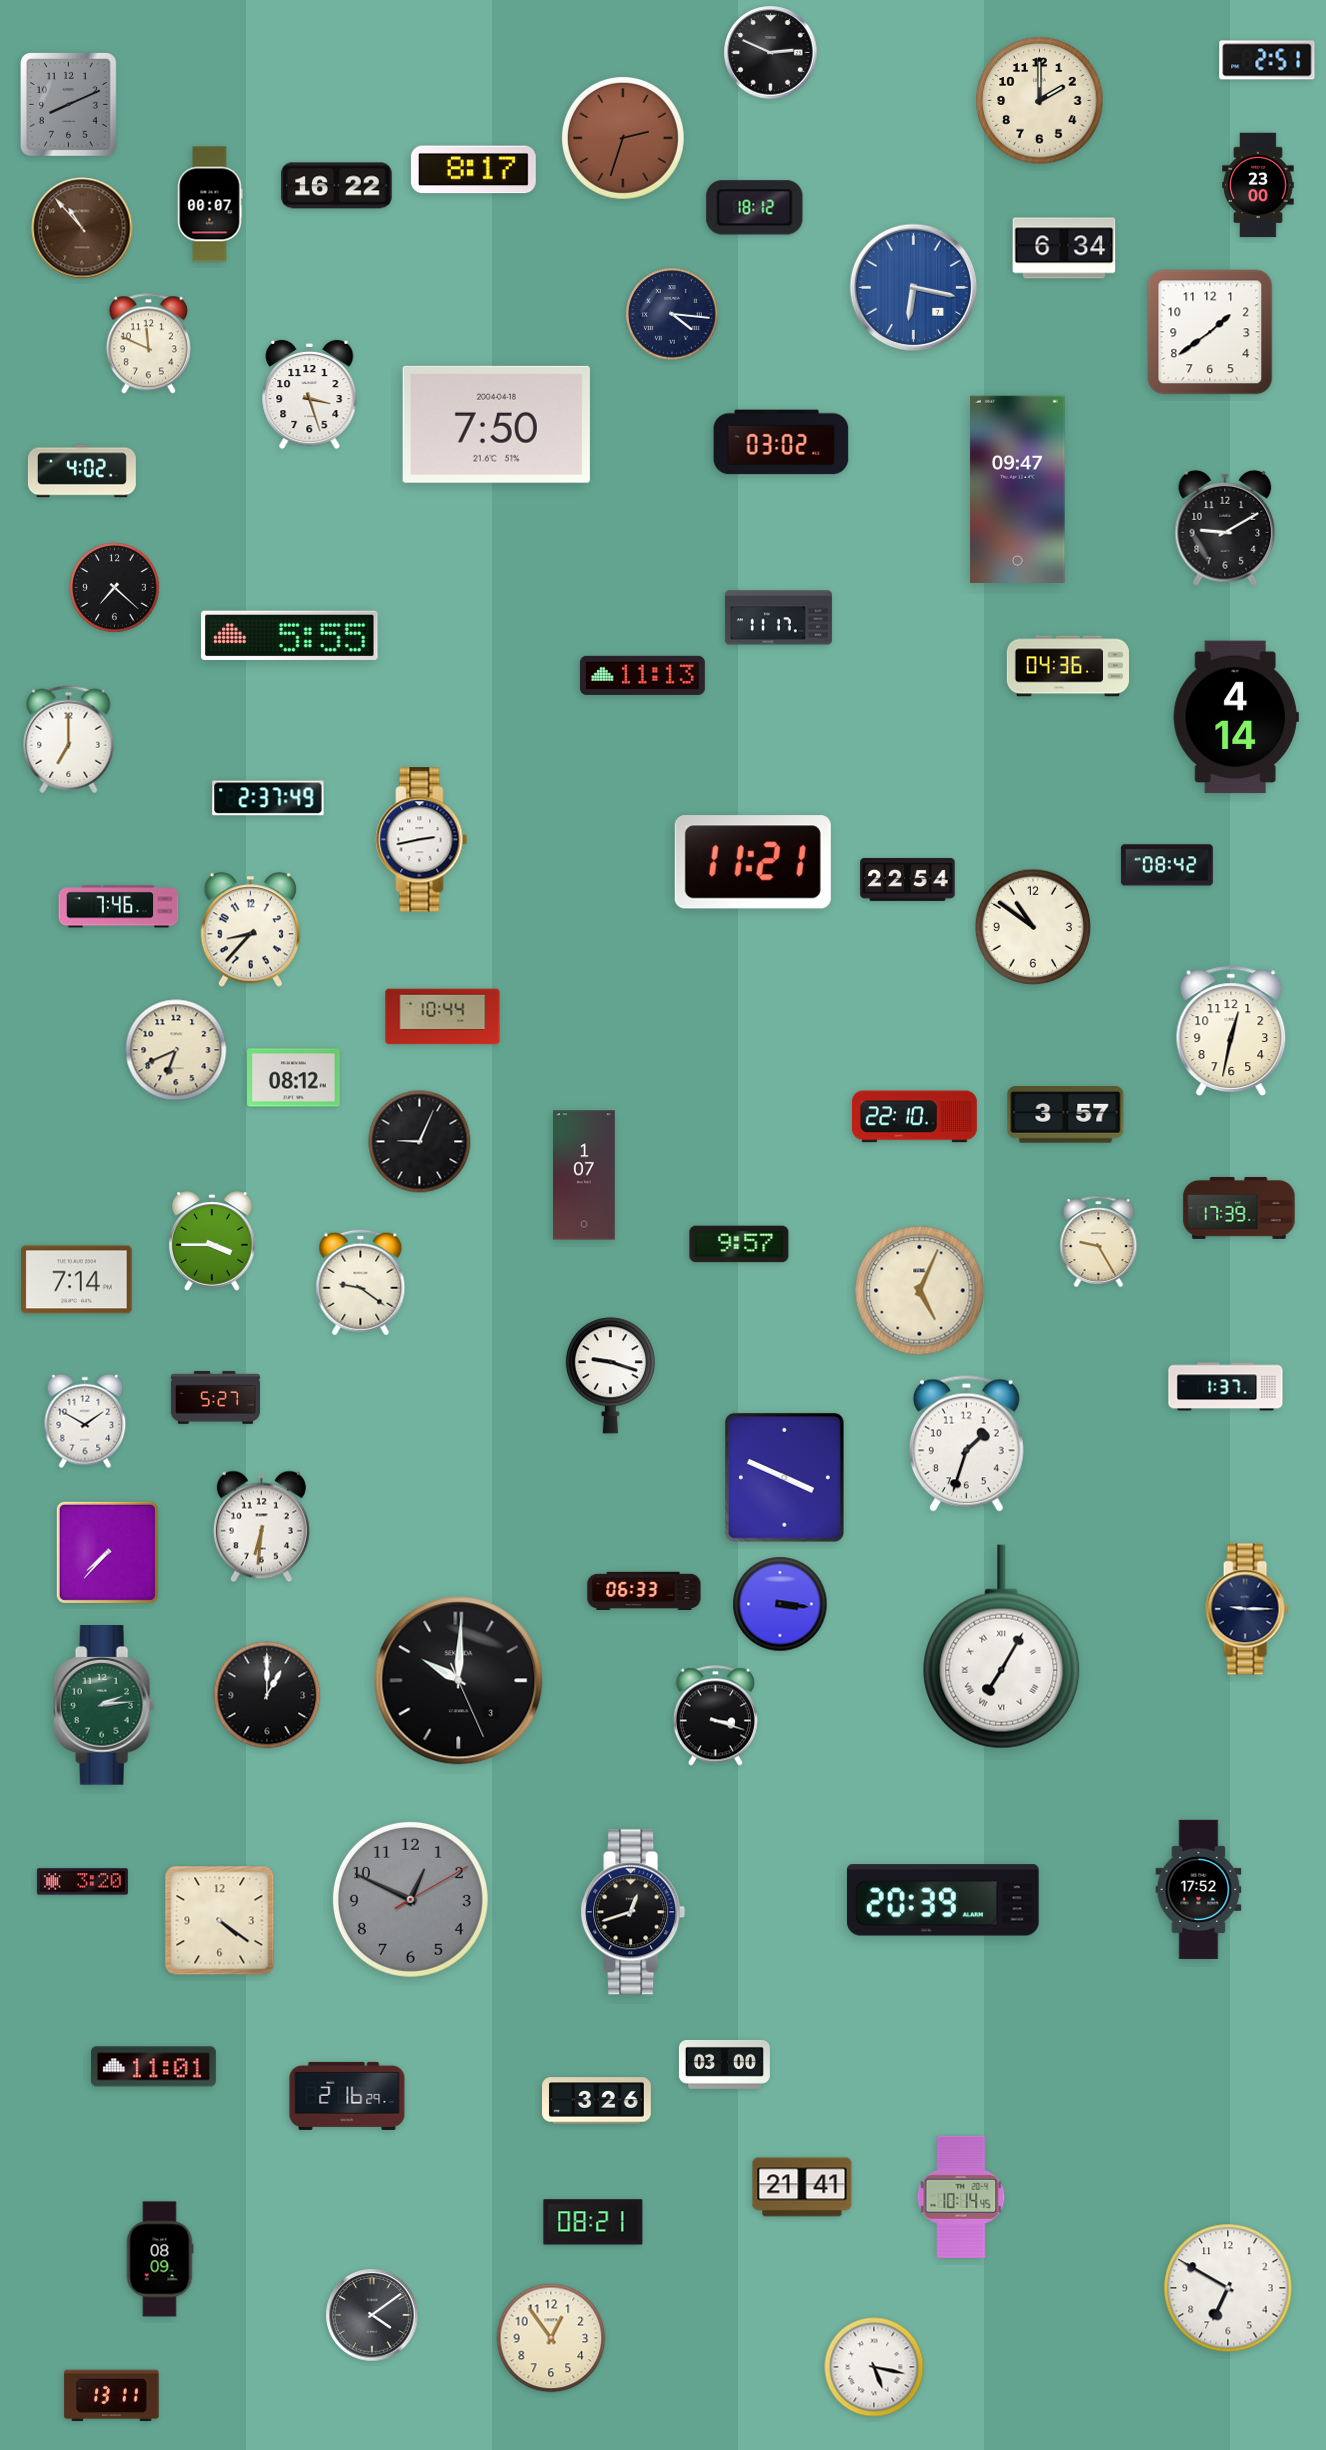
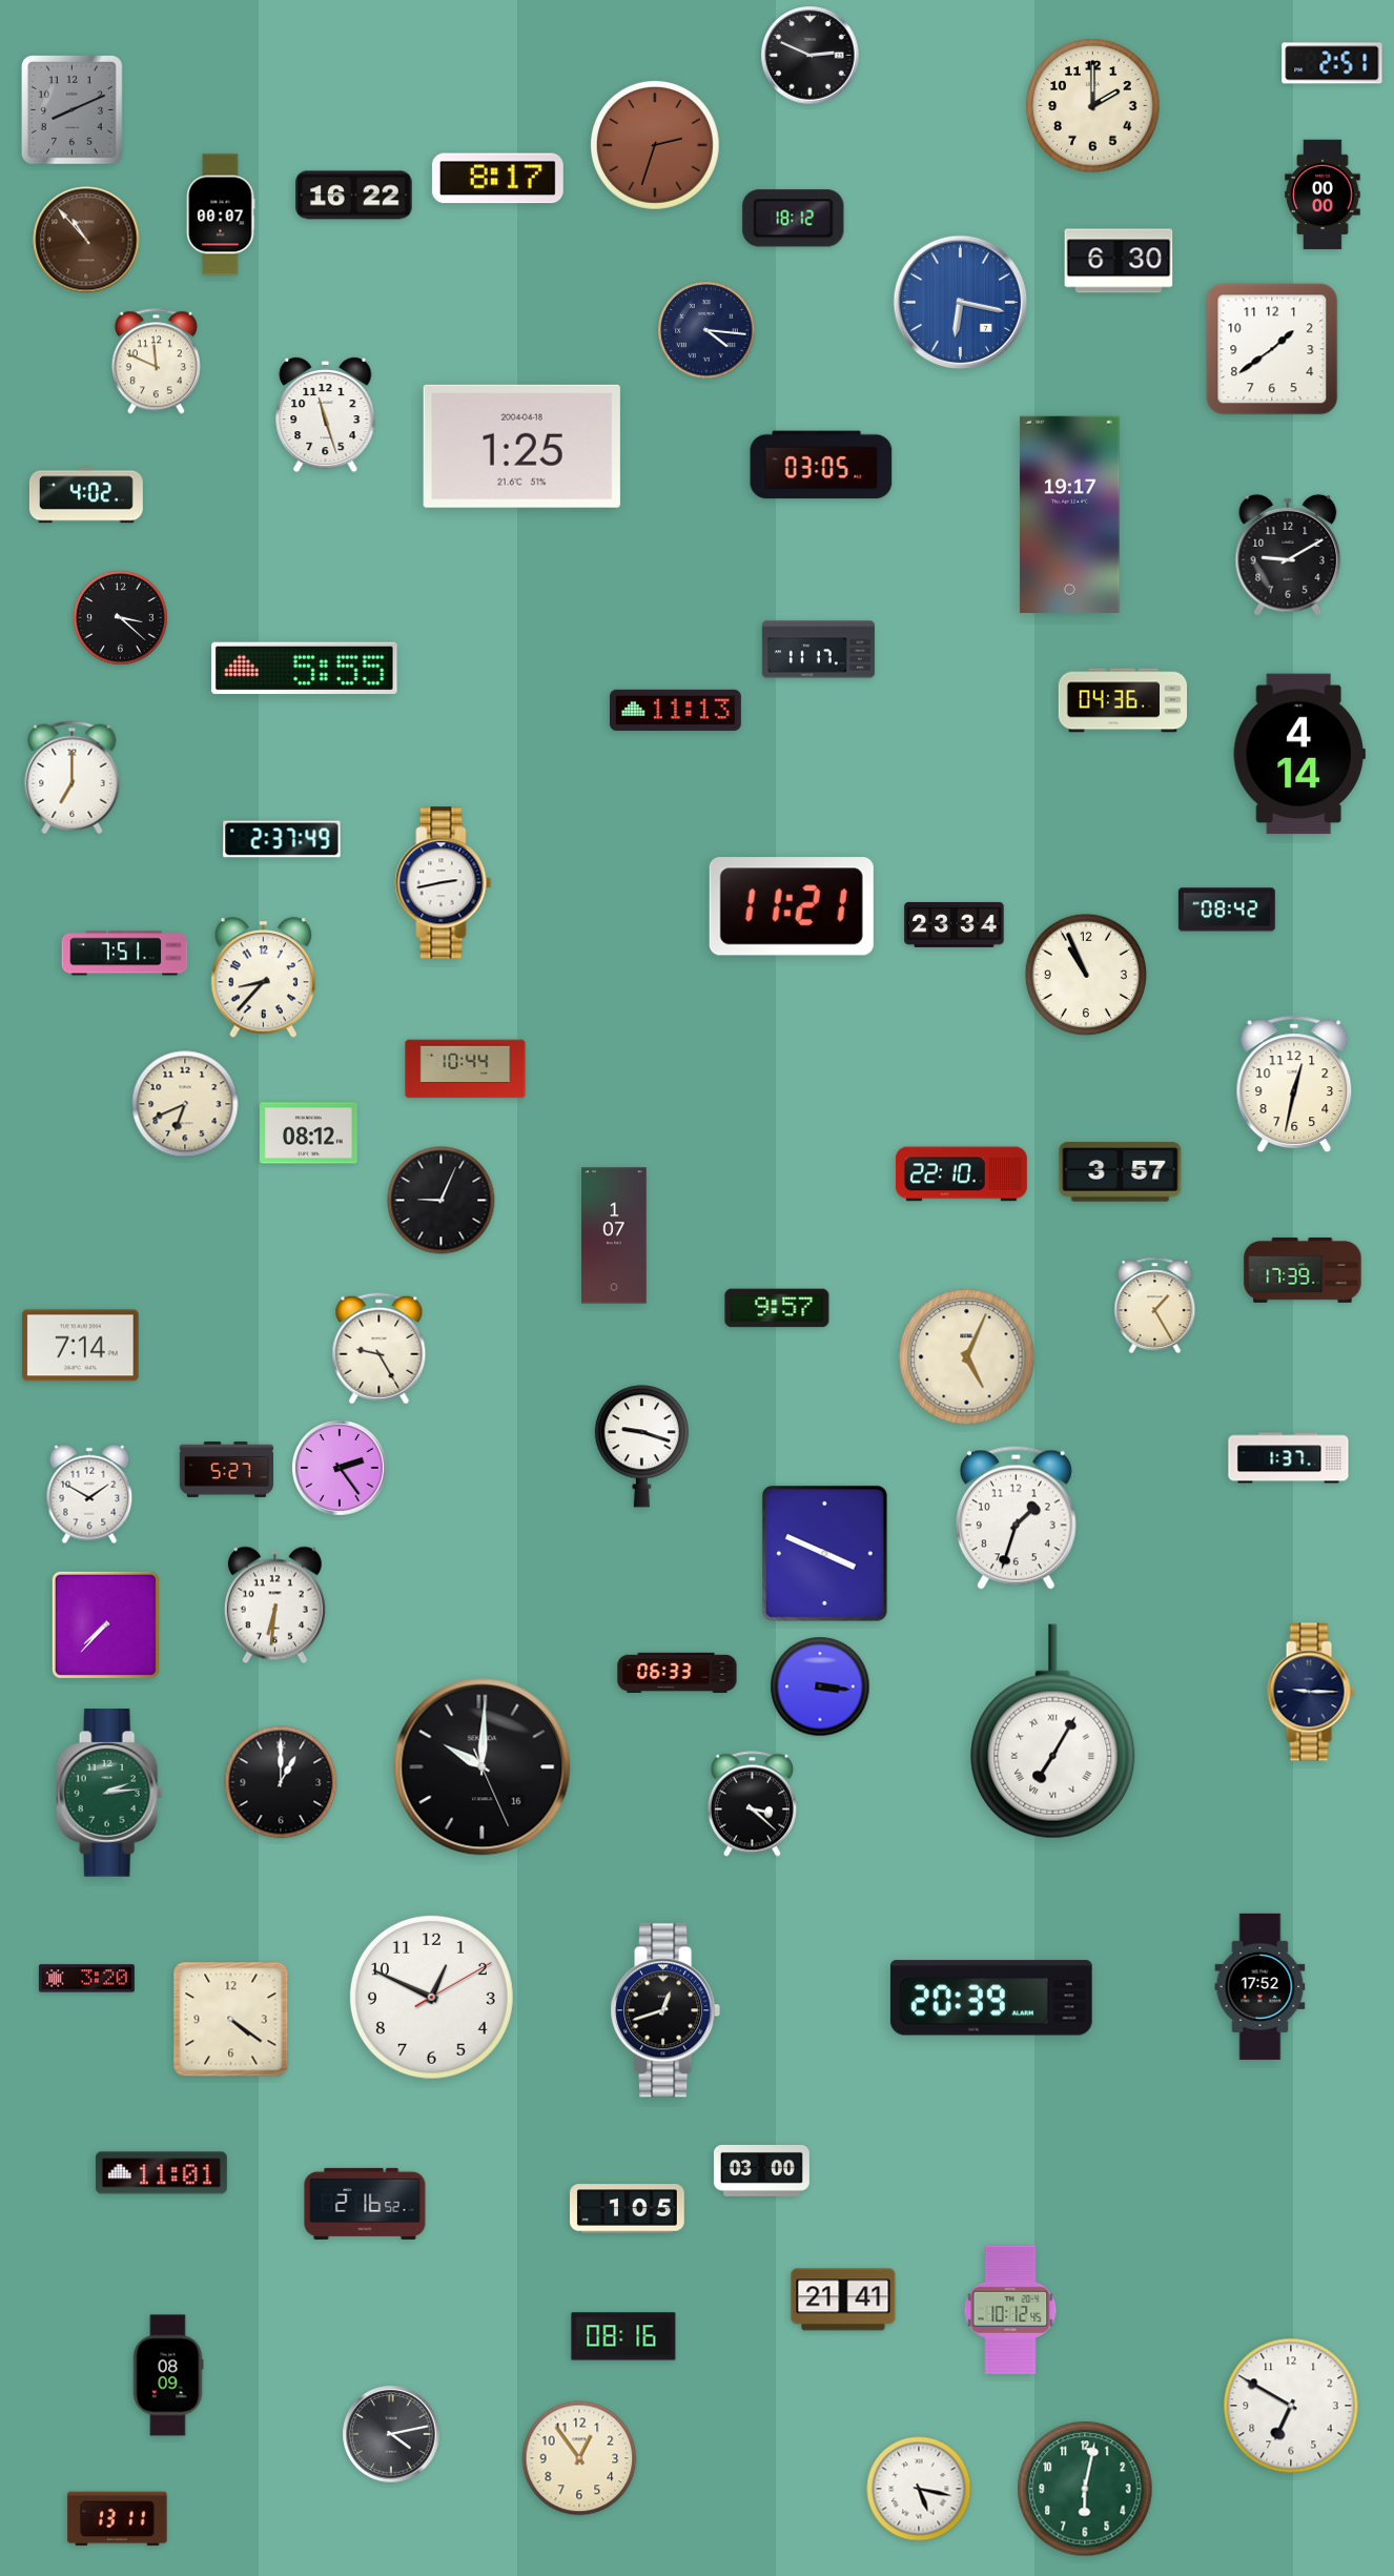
clock at (1258, 185): 23:00 -> 00:00
clock at (1064, 248): 6:34 -> 6:30
clock at (310, 395): 3:27 -> 11:27
clock at (496, 424): 7:50 -> 1:25
clock at (781, 442): 03:02 -> 03:05
clock at (1018, 489): 09:47 -> 19:17
clock at (115, 588): 7:22 -> 3:22
clock at (908, 879): 22:54 -> 23:34
clock at (119, 907): 7:46 -> 7:51
clock at (1033, 927): 10:51 -> 10:56
clock at (213, 1241): 3:45 -> none
clock at (1099, 1242): 9:25 -> 1:25
clock at (361, 1283): 9:21 -> 9:25
clock at (340, 1468): none -> 2:24
clock at (107, 1552) position: (107, 1552) -> (105, 1624)
clock at (459, 1681) date: 3 -> 16
clock at (715, 1716): 3:18 -> 3:22
clock at (410, 1899) dial: grey -> white
clock at (347, 2096): 2:16:29 -> 2:16:52
clock at (597, 2101): 3:26 -> 1:05
clock at (961, 2197): 10:14 -> 10:12
clock at (593, 2222): 08:21 -> 08:16
clock at (372, 2315): 4:09 -> 4:13
clock at (1085, 2489): none -> 6:02
